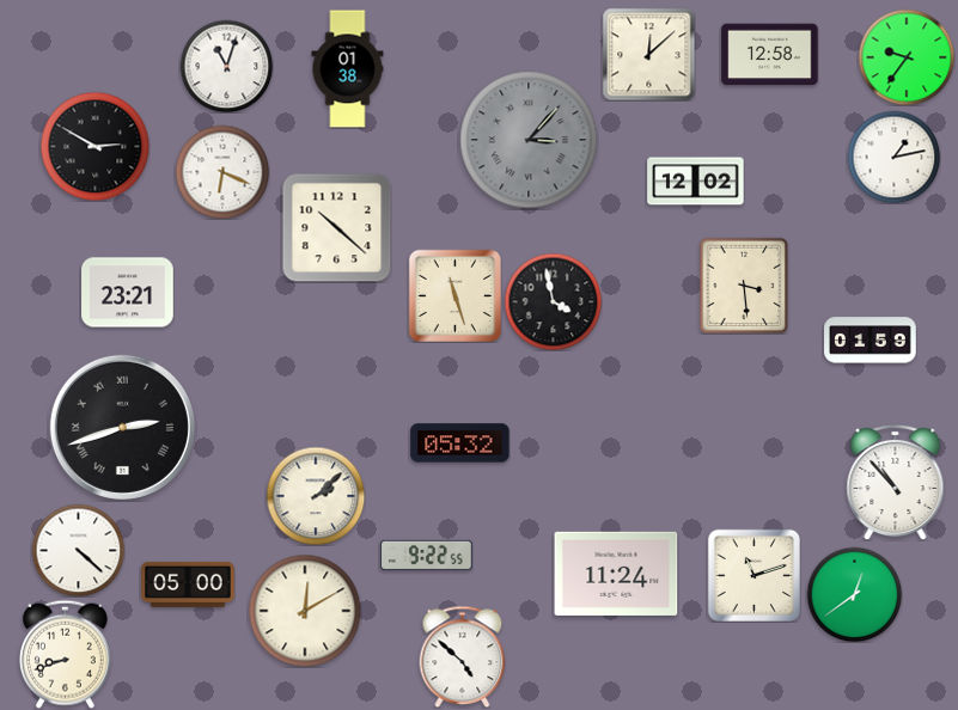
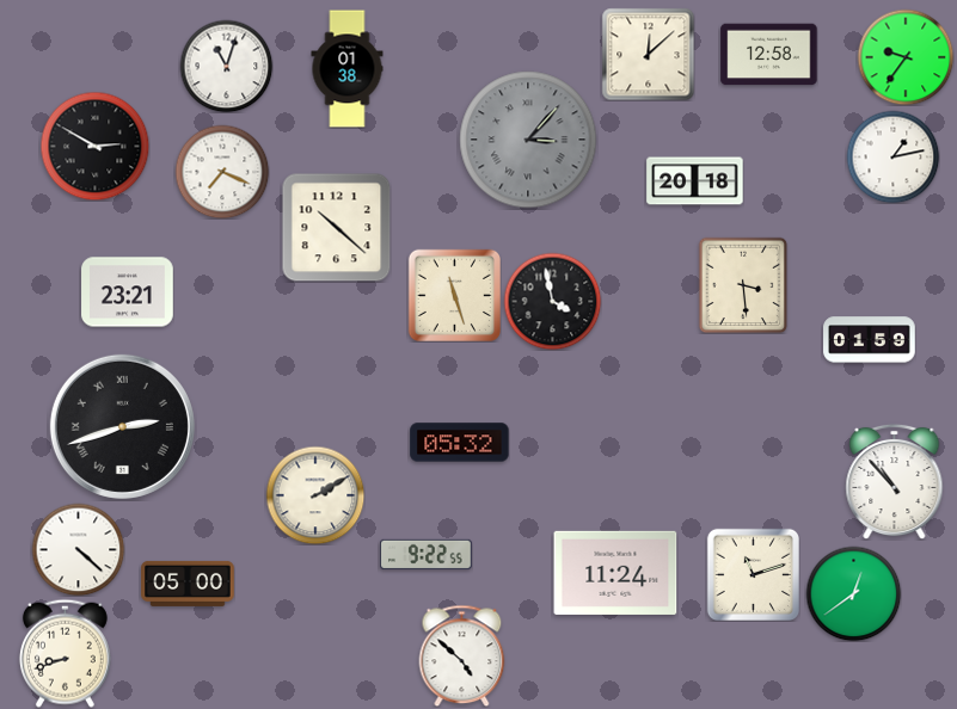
clock at (222, 172): 6:19 -> 7:19
clock at (696, 182): 12:02 -> 20:18
clock at (316, 496): 2:08 -> 2:10
clock at (305, 611): 12:10 -> none
